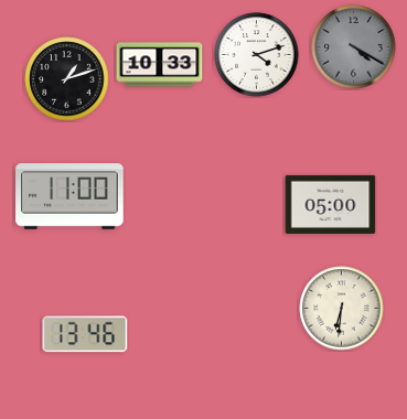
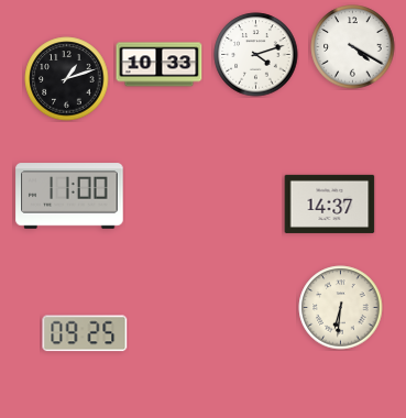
clock at (354, 47) dial: grey -> white
clock at (331, 204): 05:00 -> 14:37
clock at (85, 334): 13:46 -> 09:25
